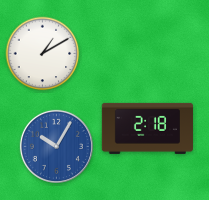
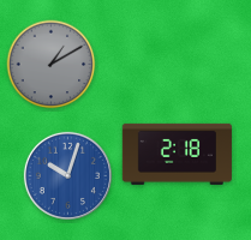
clock at (43, 54) dial: white -> grey
clock at (56, 146): 10:05 -> 10:03
